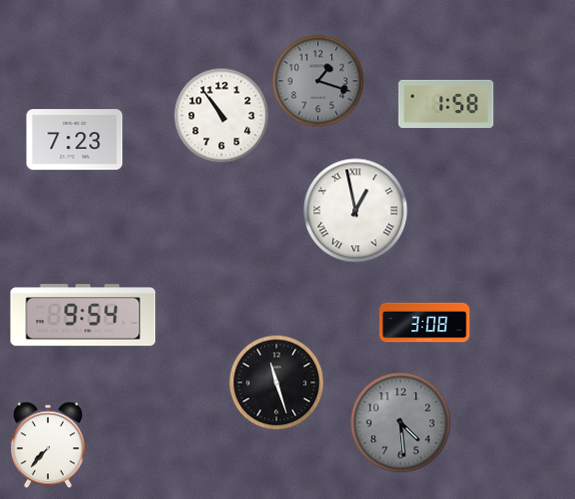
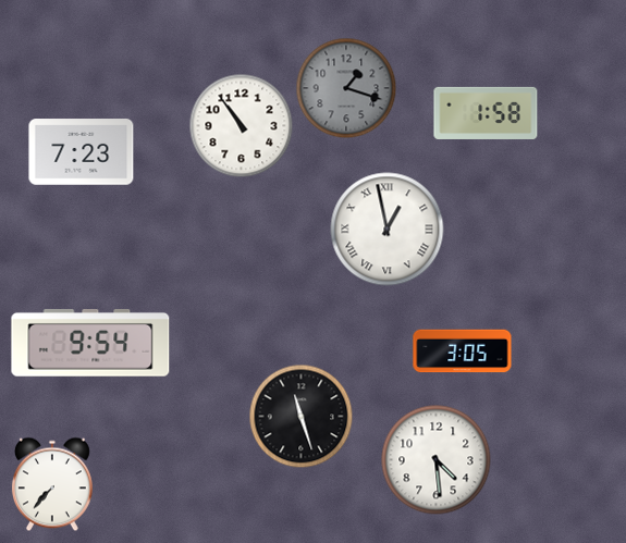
clock at (425, 323): 3:08 -> 3:05
clock at (401, 423) dial: grey -> white
